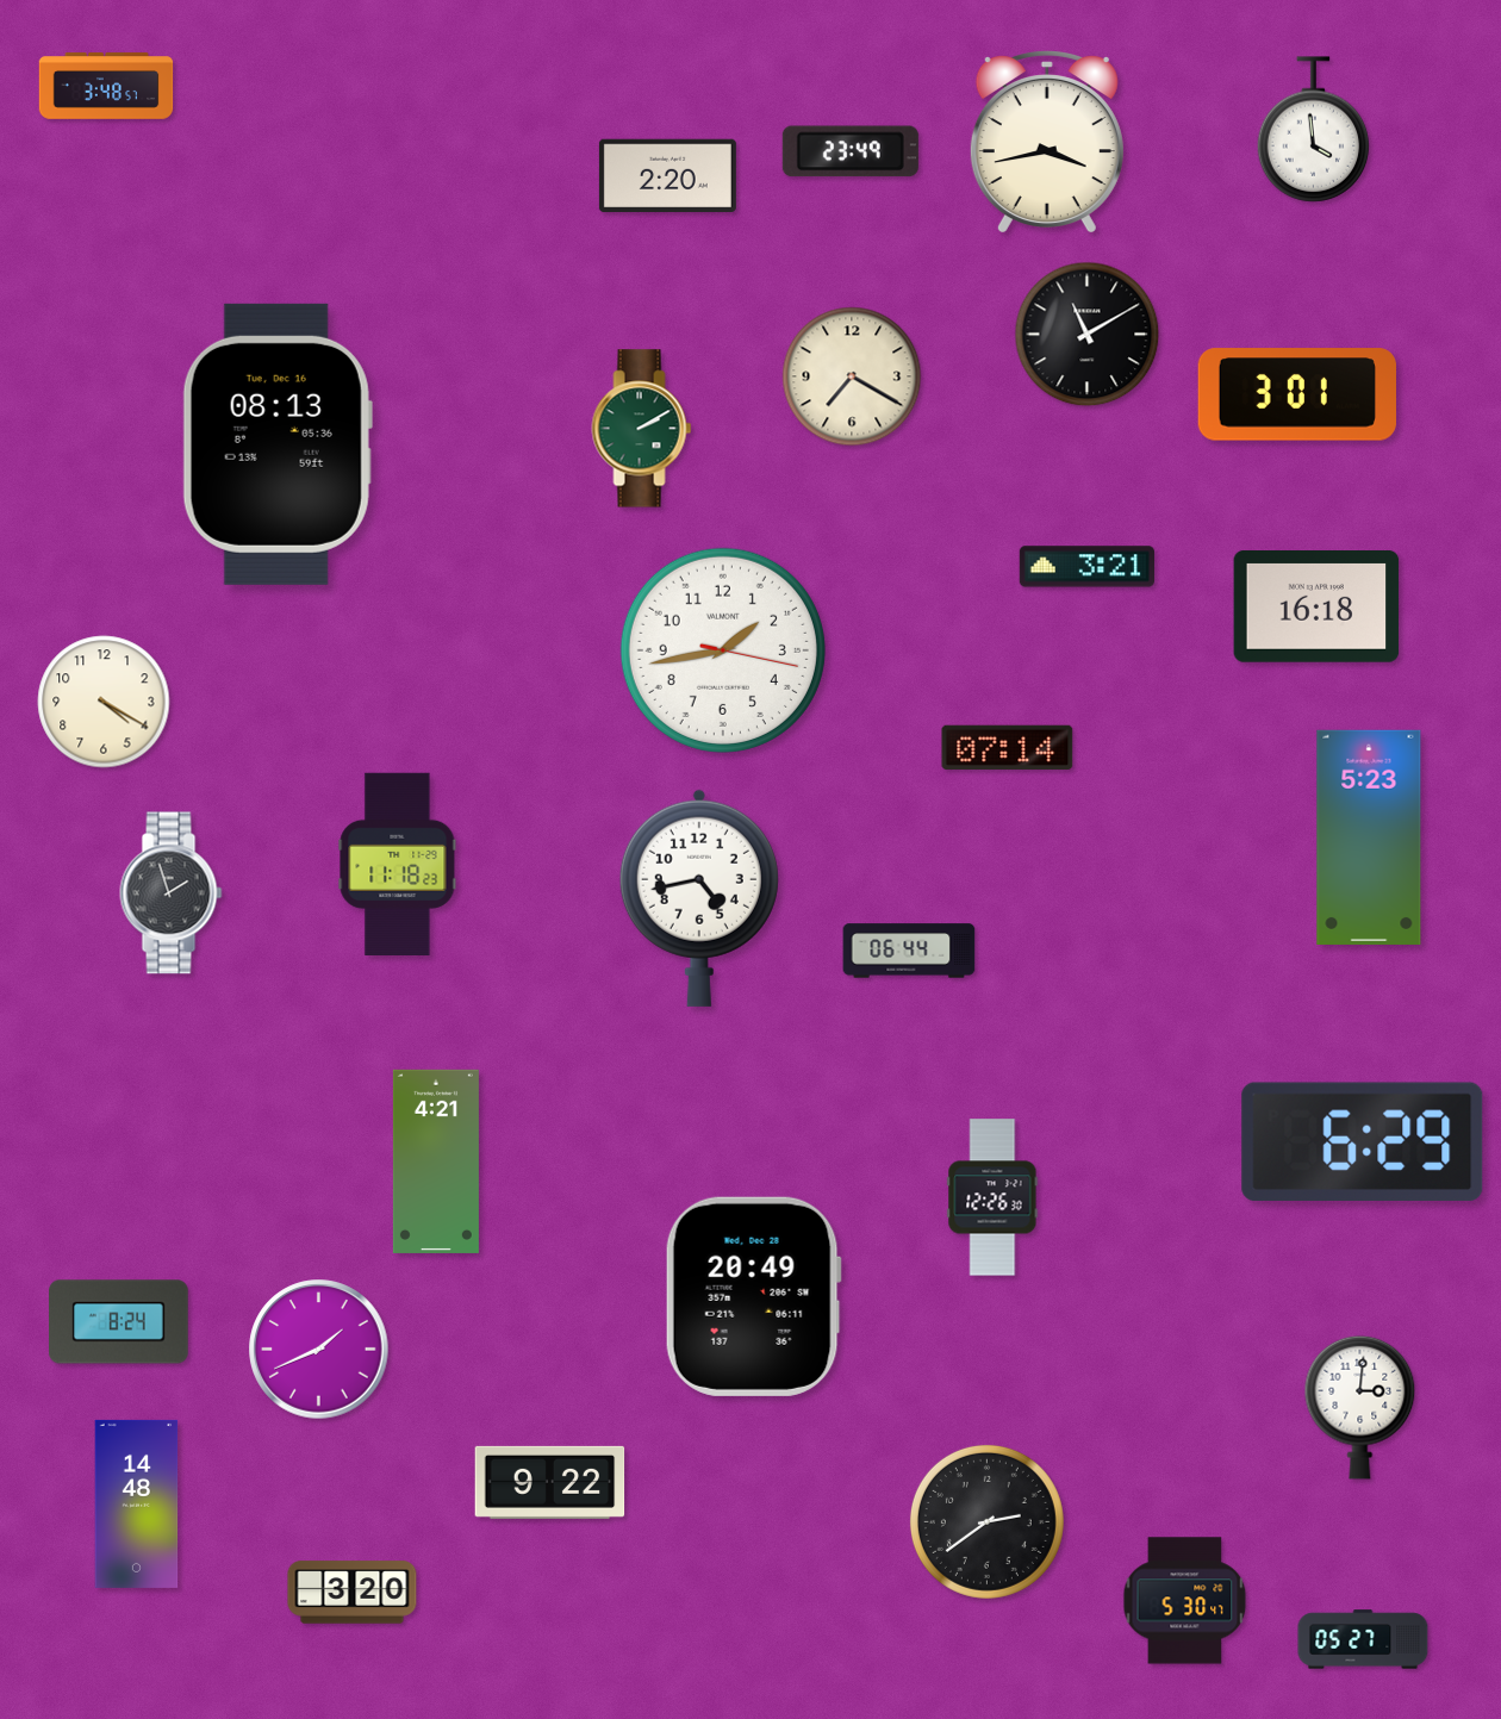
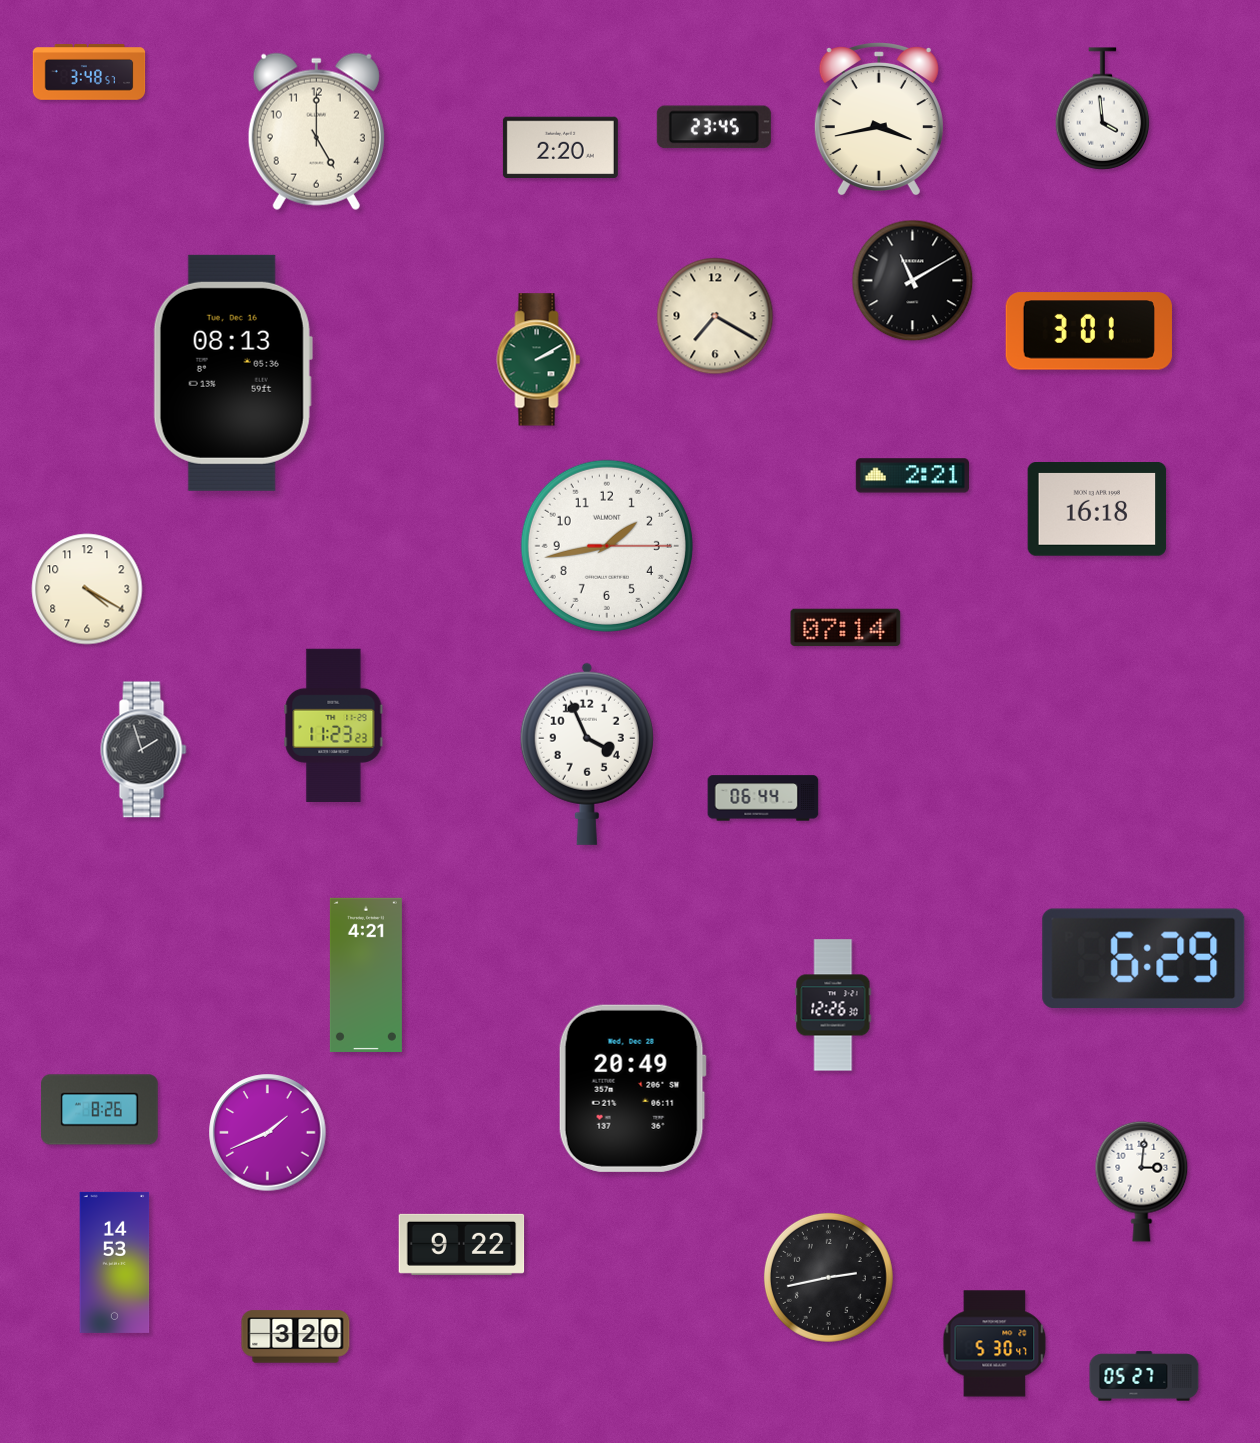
clock at (851, 151): 23:49 -> 23:45
clock at (316, 131): none -> 5:00
clock at (1086, 567): 3:21 -> 2:21
clock at (1316, 608) position: (1316, 608) -> (1097, 510)
clock at (723, 650): 1:43:17 -> 1:43:15
clock at (1369, 837): 5:23 -> none
clock at (398, 864): 11:18 -> 11:23
clock at (699, 898): 4:43 -> 3:56
clock at (119, 1322): 8:24 -> 8:26
clock at (137, 1503): 14:48 -> 14:53
clock at (986, 1521): 2:39 -> 2:43
